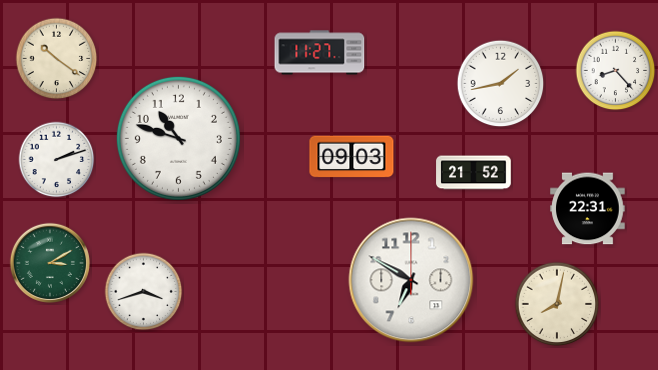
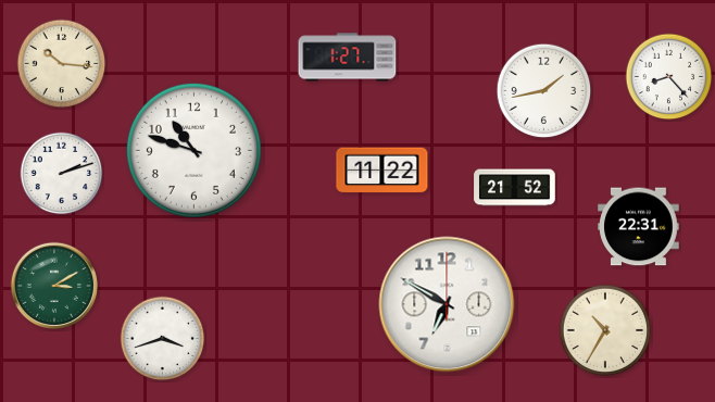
clock at (320, 53): 11:27 -> 1:27
clock at (57, 59): 10:21 -> 10:16
clock at (352, 157): 09:03 -> 11:22
clock at (144, 292) position: (144, 292) -> (163, 339)
clock at (557, 304): 8:02 -> 10:35
